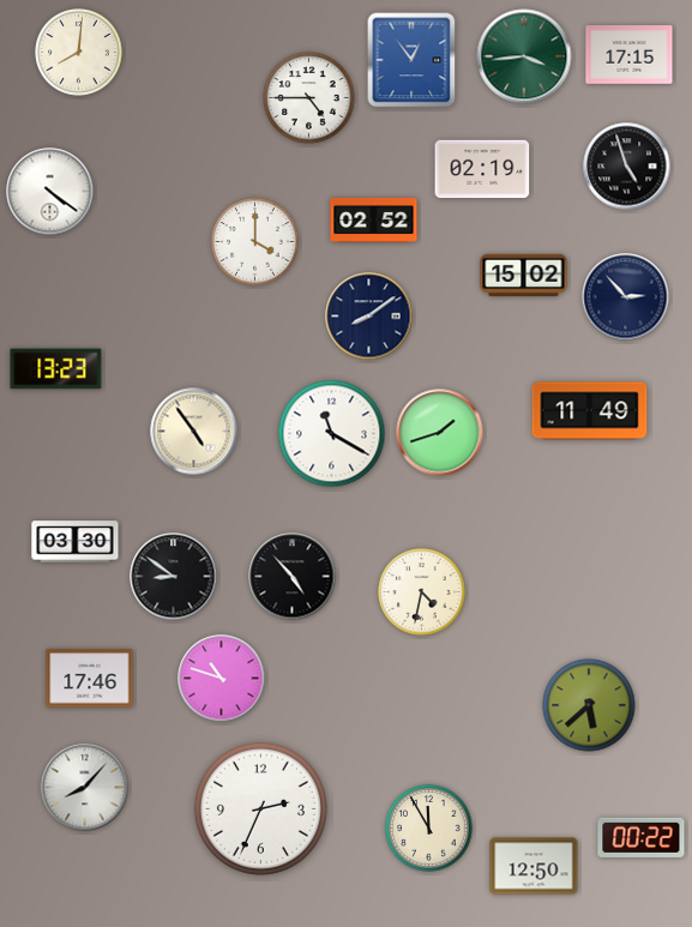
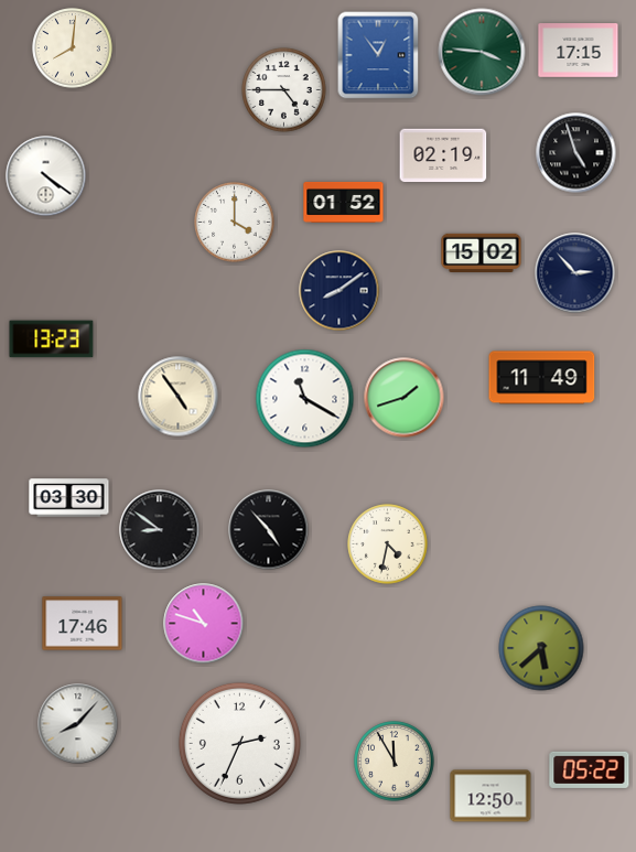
clock at (524, 56): 3:44 -> 3:46
clock at (374, 219): 02:52 -> 01:52
clock at (642, 837): 00:22 -> 05:22
